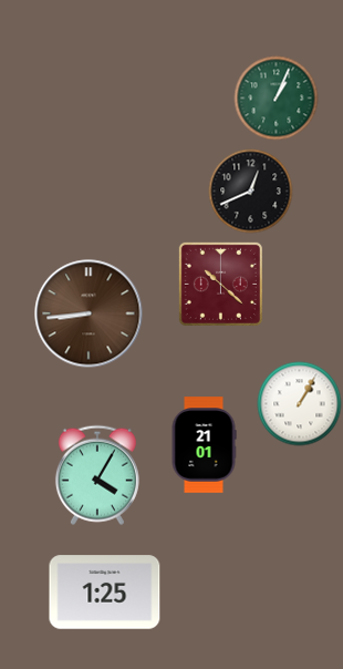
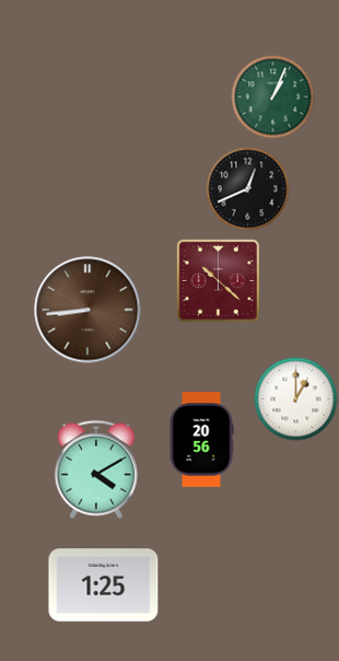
clock at (300, 404): 1:05 -> 1:00
clock at (204, 445): 21:01 -> 20:56
clock at (97, 475): 4:05 -> 4:10
